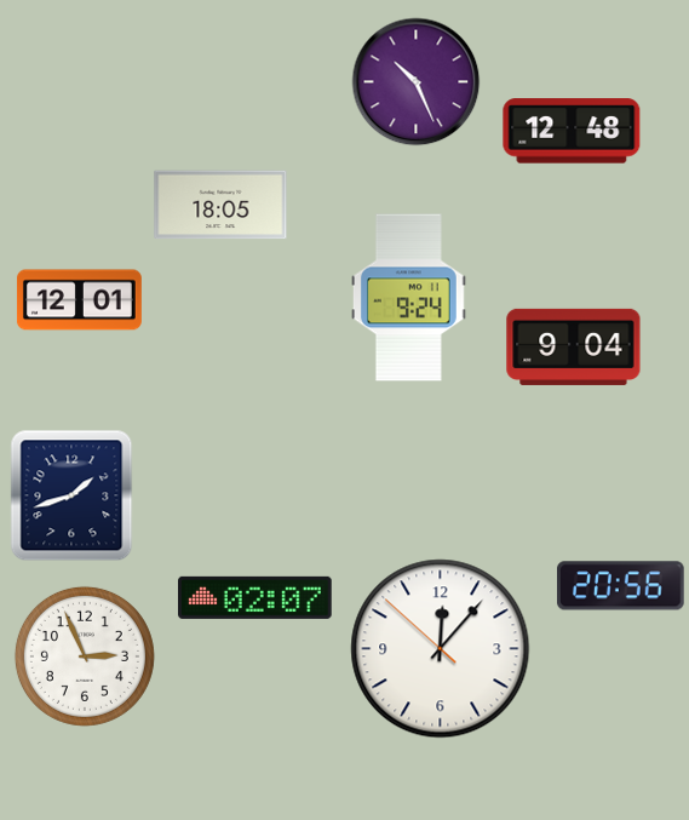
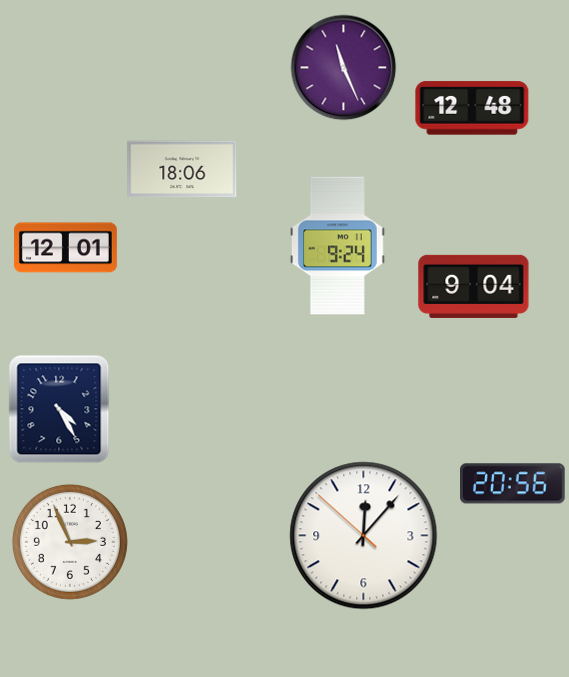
clock at (417, 82): 10:26 -> 11:26
clock at (220, 205): 18:05 -> 18:06
clock at (71, 495): 1:42 -> 4:25
clock at (255, 597): 02:07 -> none
